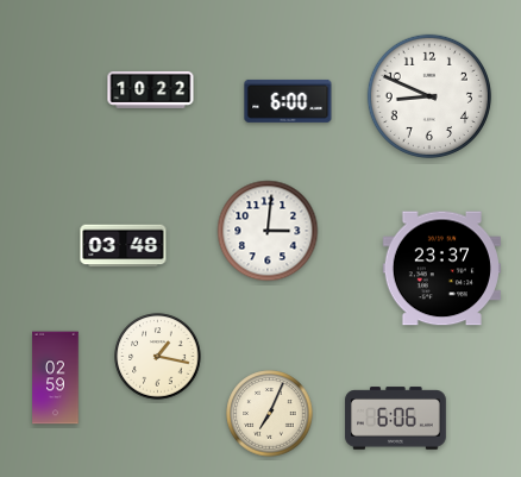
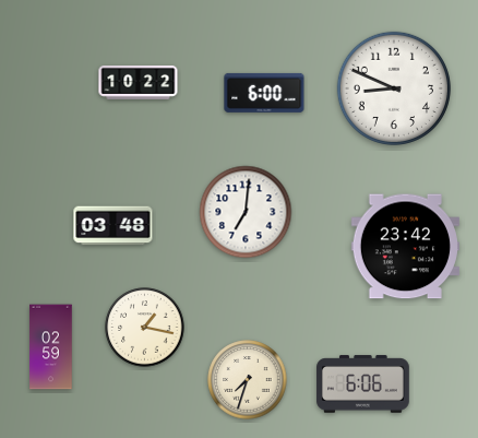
clock at (268, 231): 3:01 -> 7:01
clock at (441, 269): 23:37 -> 23:42
clock at (270, 414): 7:04 -> 7:33
